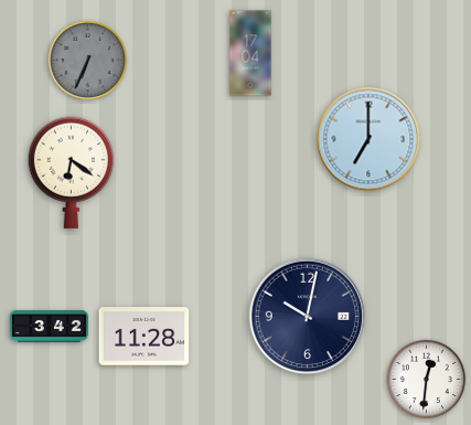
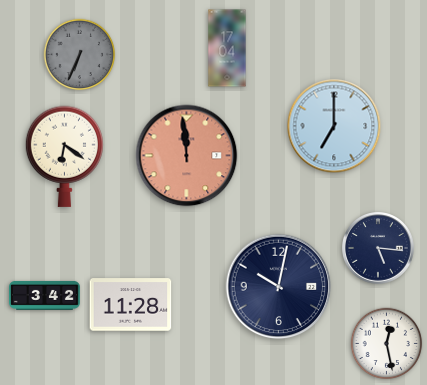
clock at (187, 156): none -> 11:59
clock at (379, 249): none -> 5:16
clock at (427, 380): 12:31 -> 12:28
